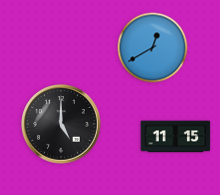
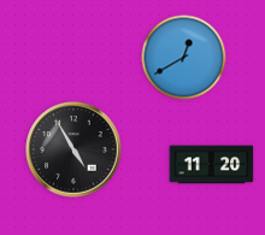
clock at (61, 124): 5:00 -> 4:55
clock at (176, 137): 11:15 -> 11:20
